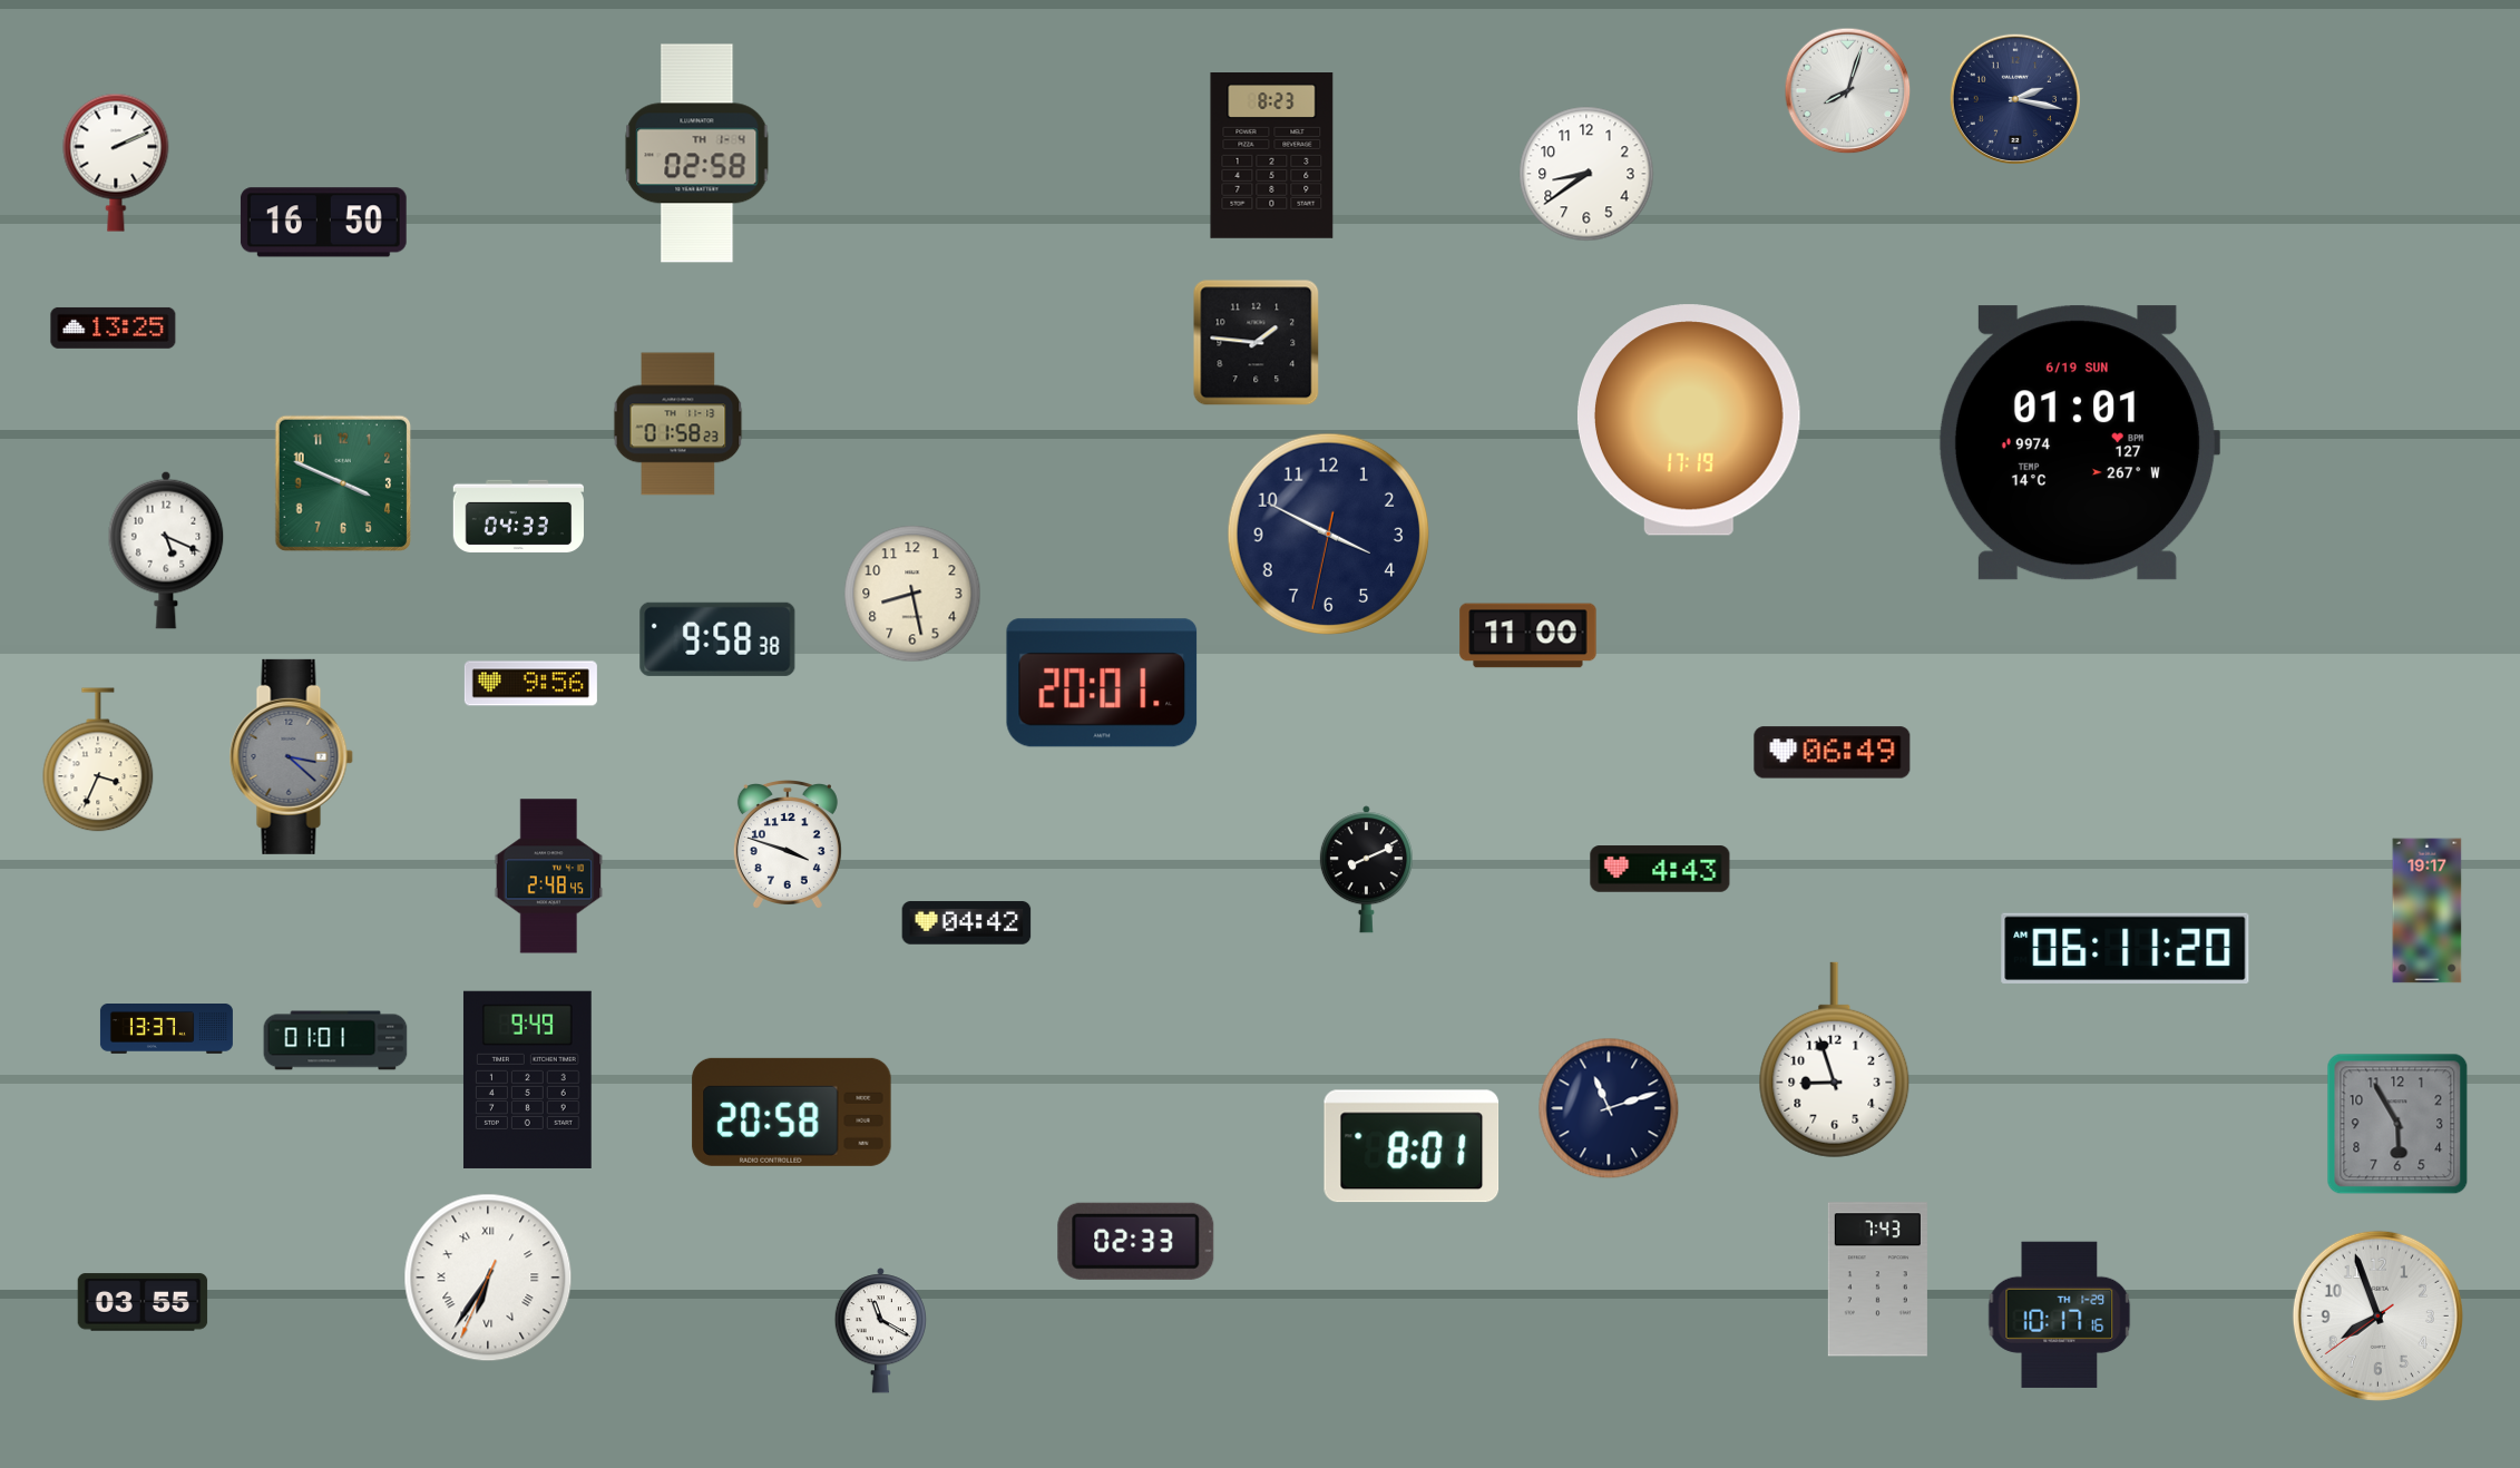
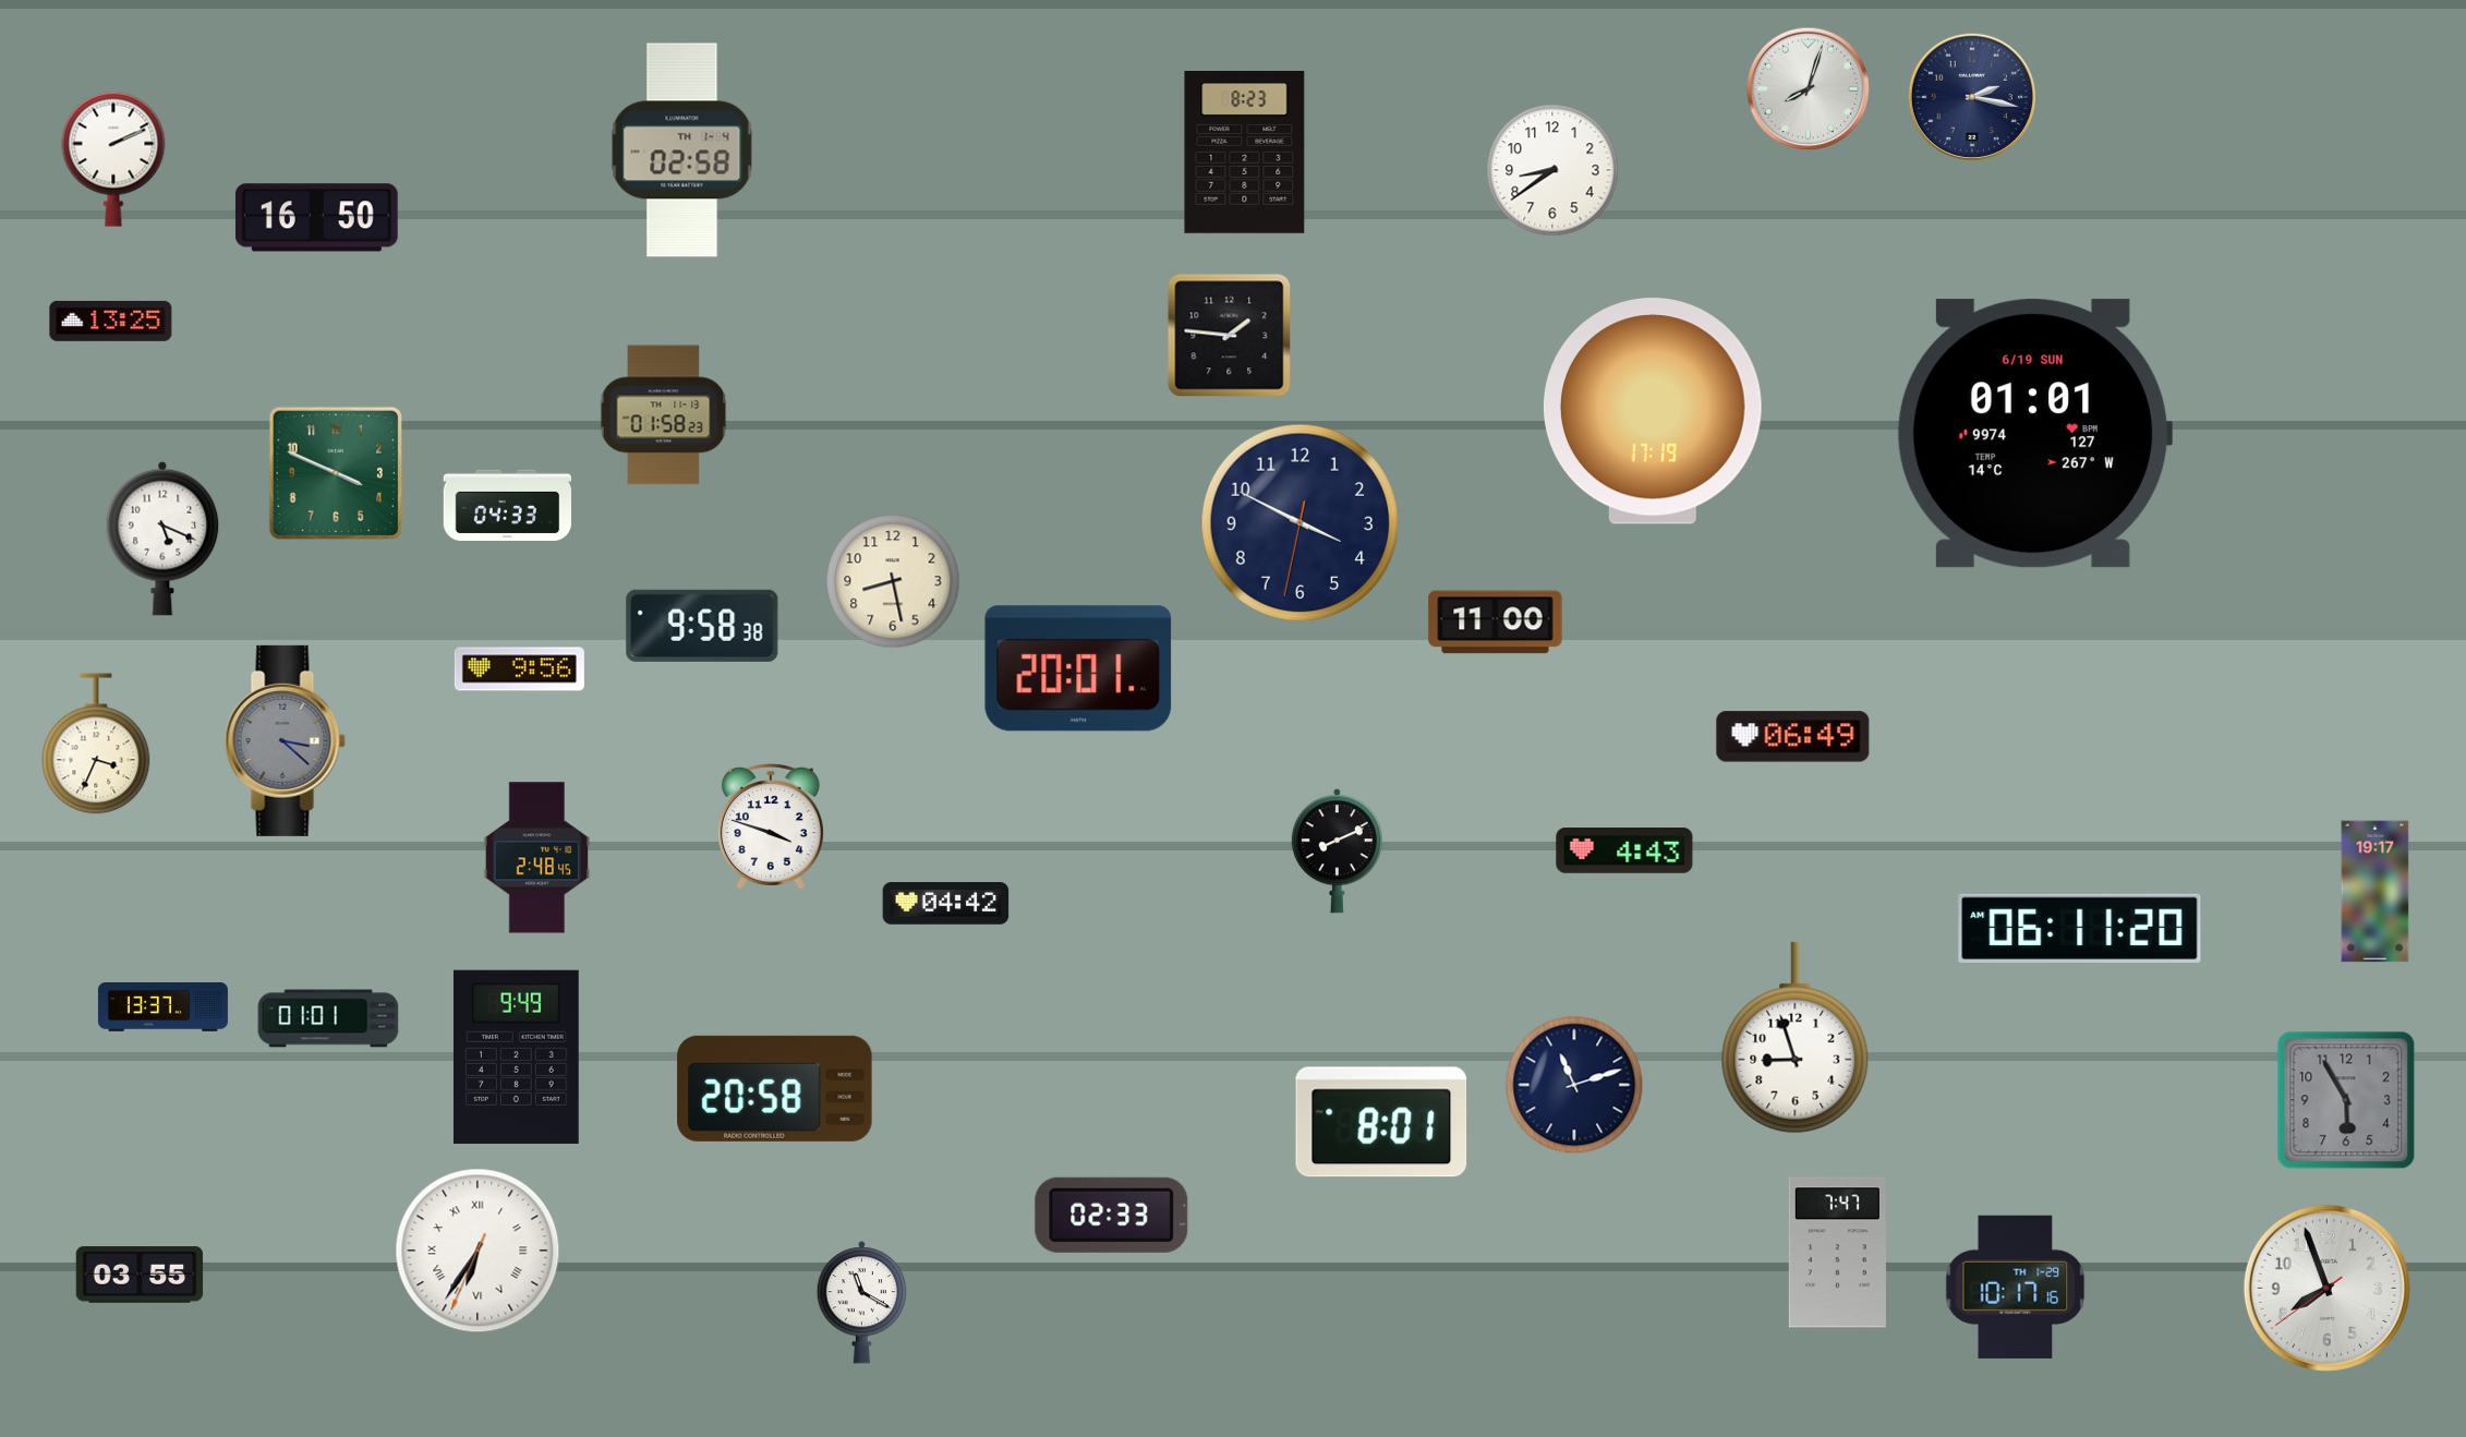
clock at (1877, 1280): 7:43 -> 7:47
